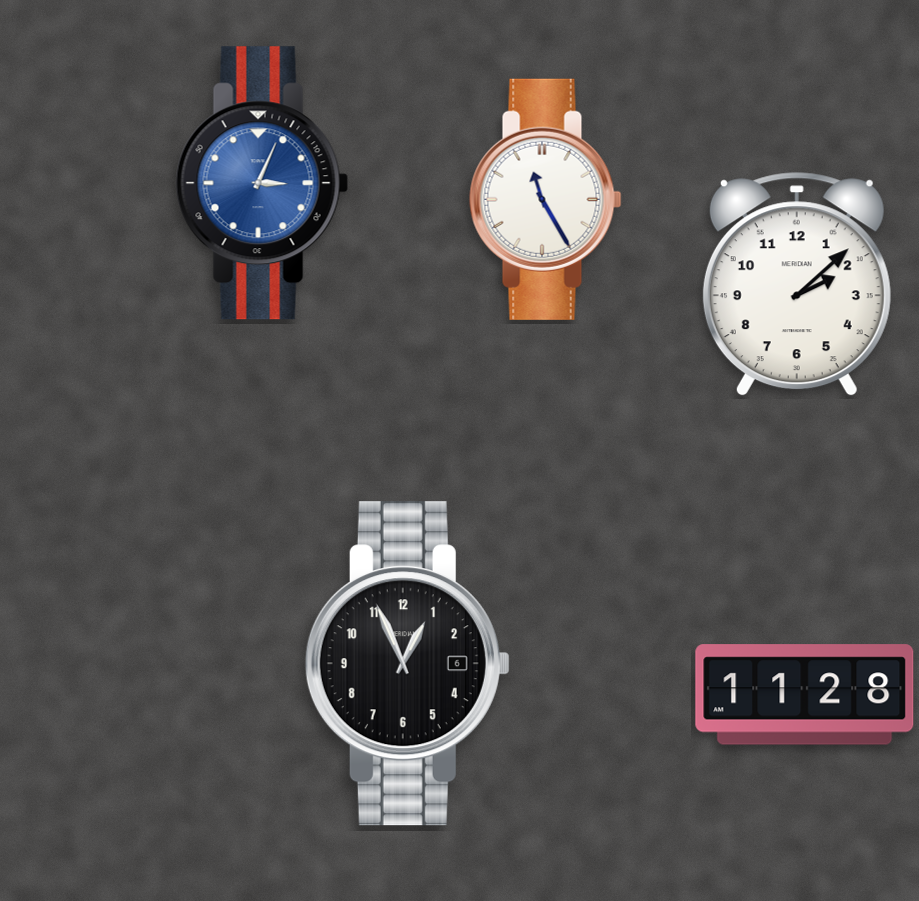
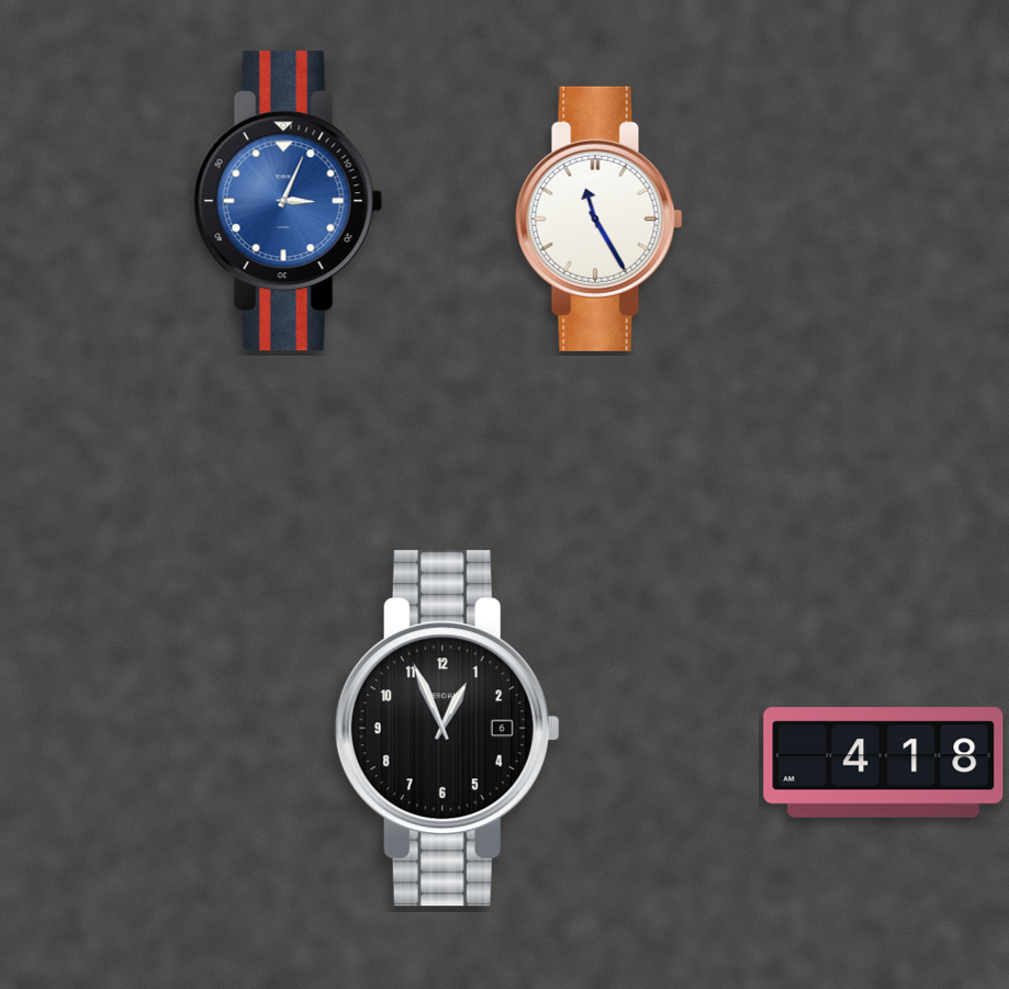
clock at (797, 285): 2:08 -> none
clock at (805, 695): 11:28 -> 4:18
